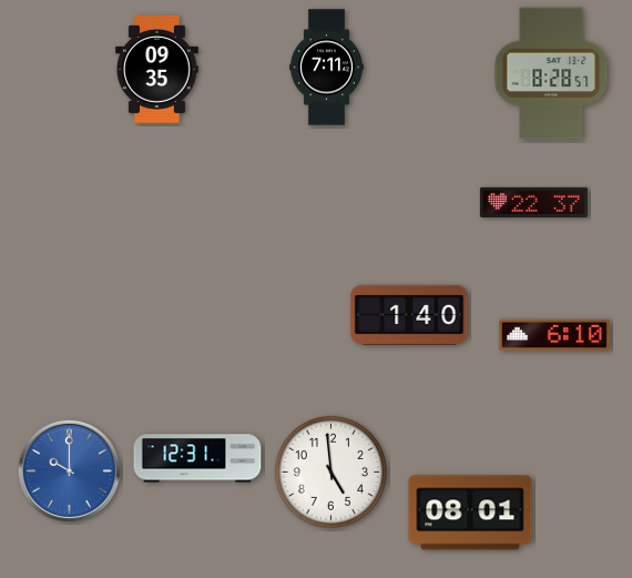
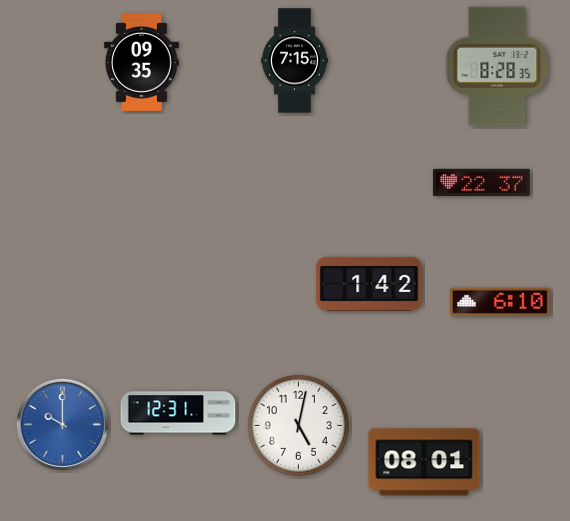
clock at (326, 68): 7:11 -> 7:15
clock at (551, 73): 8:28:57 -> 8:28:35
clock at (409, 315): 1:40 -> 1:42
clock at (330, 471): 4:59 -> 5:02
